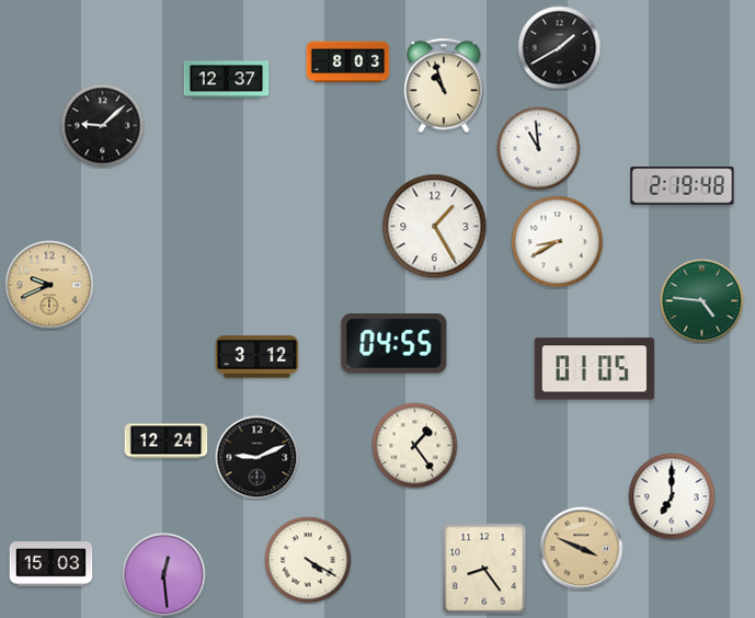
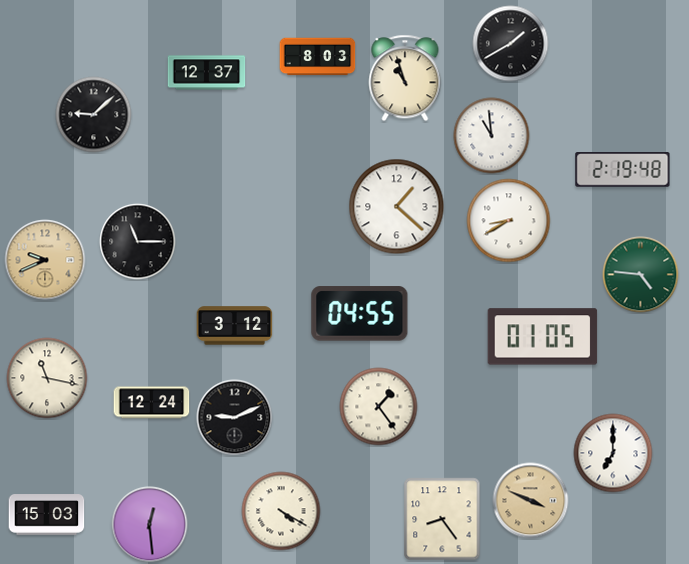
clock at (435, 227): 1:25 -> 1:22
clock at (138, 242): none -> 11:15
clock at (47, 378): none -> 11:17
